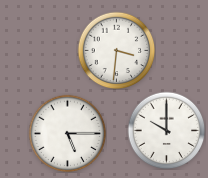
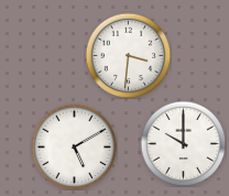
clock at (67, 133): 5:15 -> 5:10
